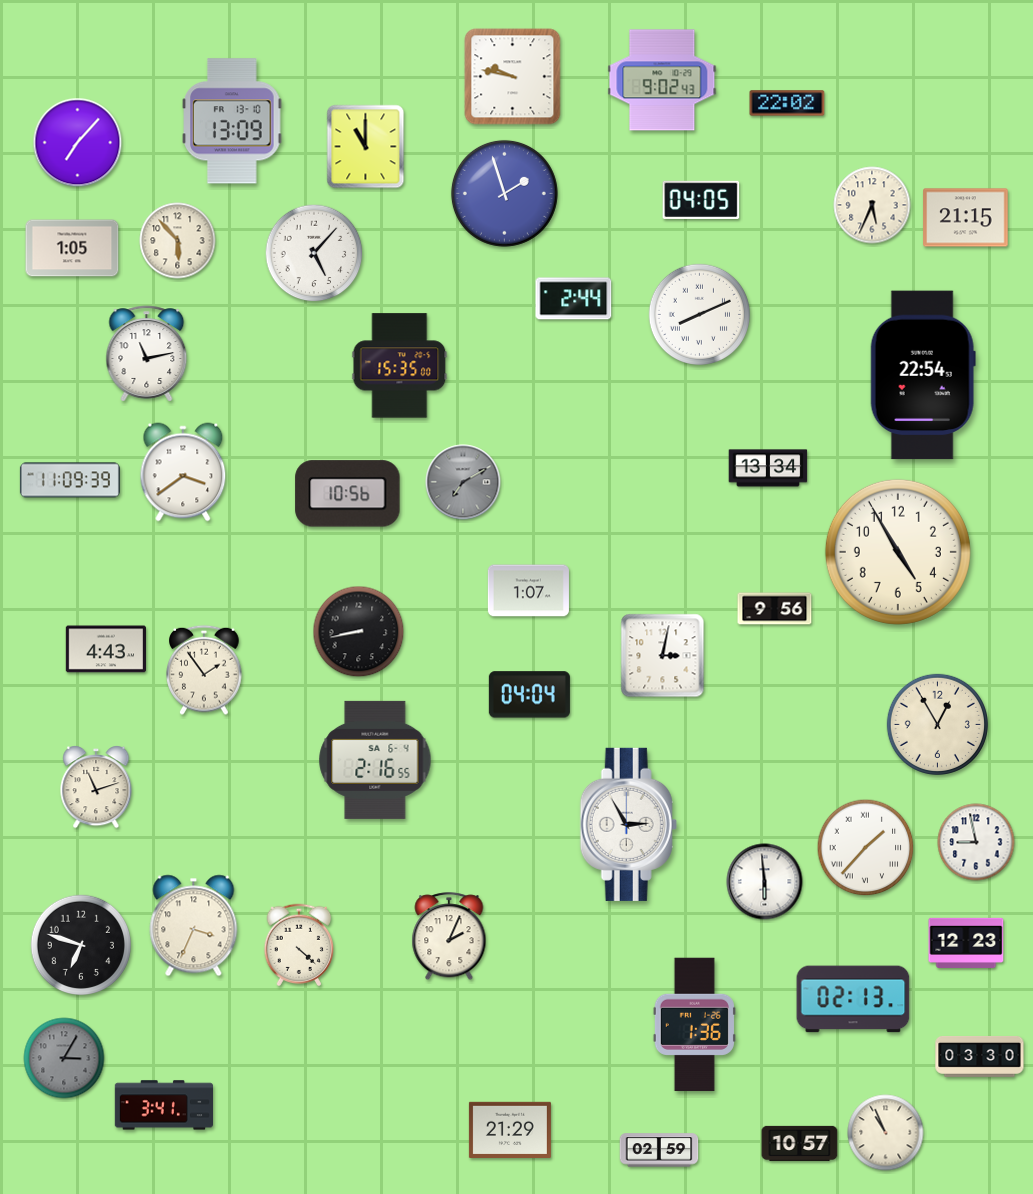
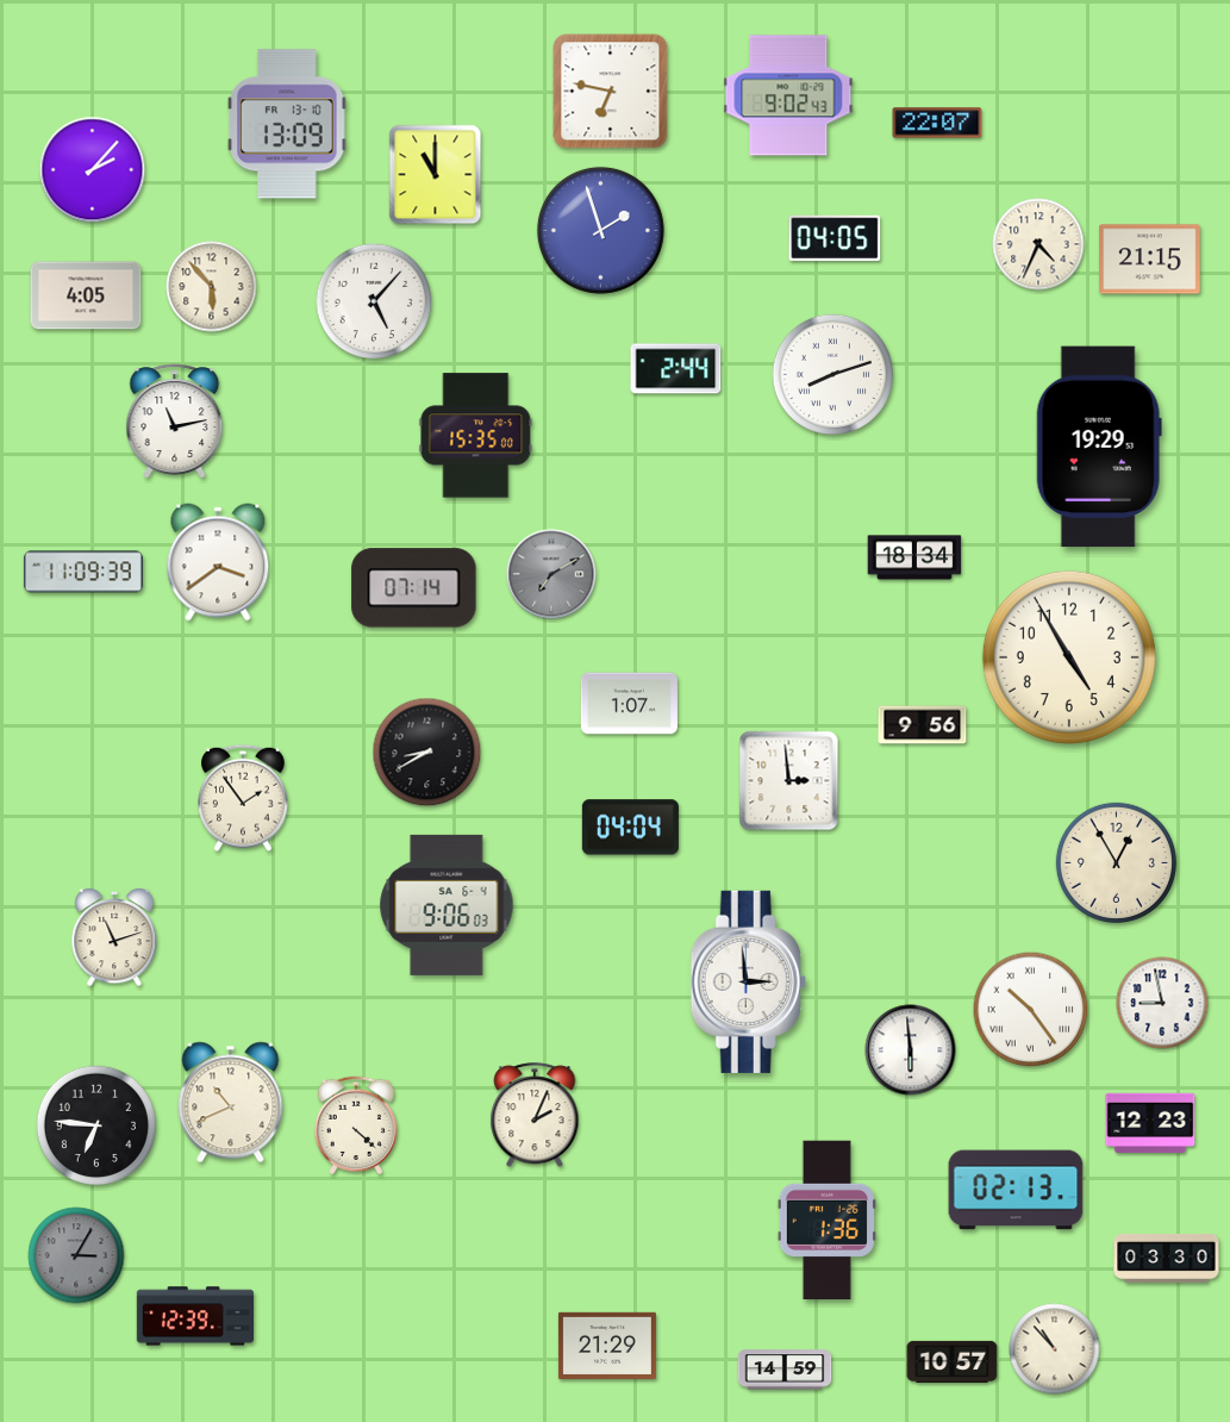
clock at (513, 77): 9:47 -> 6:47
clock at (787, 103): 22:02 -> 22:07
clock at (232, 121) position: (232, 121) -> (287, 124)
clock at (78, 143): 7:07 -> 2:07
clock at (872, 205): 5:34 -> 4:34
clock at (72, 248): 1:05 -> 4:05
clock at (574, 299) position: (574, 299) -> (676, 369)
clock at (699, 314): 8:11 -> 8:12
clock at (923, 375): 22:54 -> 19:29
clock at (768, 468): 13:34 -> 18:34
clock at (348, 494): 10:56 -> 07:14
clock at (359, 632): 8:43 -> 8:40
clock at (105, 649): 4:43 -> none
clock at (663, 656): 3:02 -> 2:59
clock at (375, 760): 2:16 -> 9:06
clock at (628, 824): 2:55 -> 2:59
clock at (866, 848): 1:37 -> 10:24
clock at (194, 926): 3:34 -> 10:41
clock at (80, 944): 6:48 -> 6:46
clock at (64, 1058) position: (64, 1058) -> (76, 1255)
clock at (163, 1105): 3:41 -> 12:39
clock at (886, 1133): 10:56 -> 10:53
clock at (659, 1150): 02:59 -> 14:59
